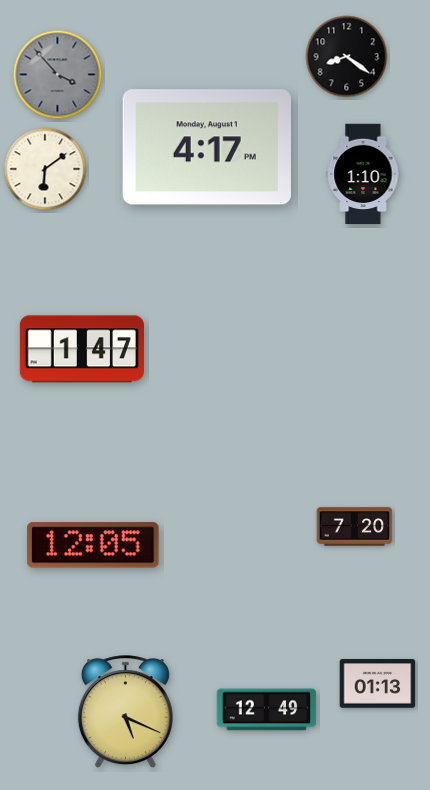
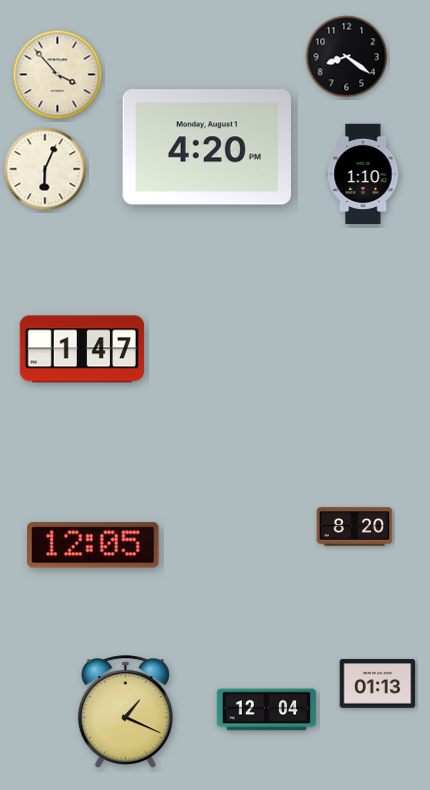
clock at (58, 75) dial: grey -> cream
clock at (207, 147): 4:17 -> 4:20
clock at (45, 169): 6:09 -> 6:04
clock at (355, 527): 7:20 -> 8:20
clock at (267, 710): 12:49 -> 12:04
clock at (125, 712): 5:19 -> 1:19
